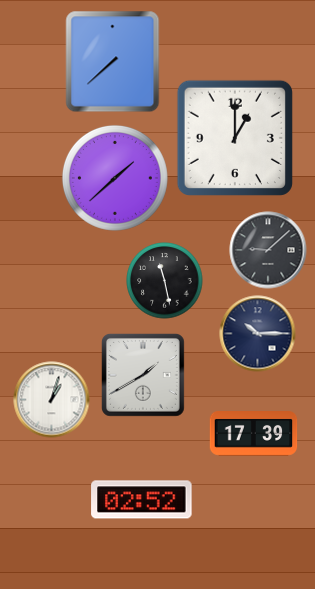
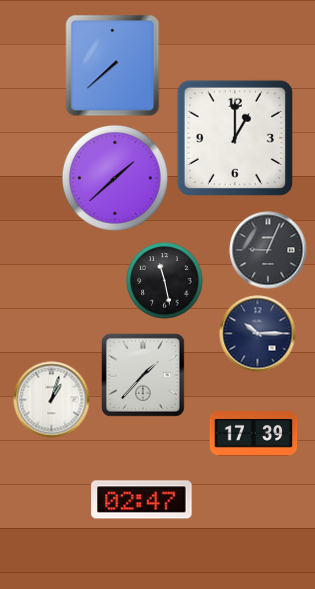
clock at (113, 62) position: (113, 62) -> (113, 66)
clock at (268, 250): 9:08 -> 9:04
clock at (143, 375): 1:40 -> 1:37
clock at (142, 500): 02:52 -> 02:47
